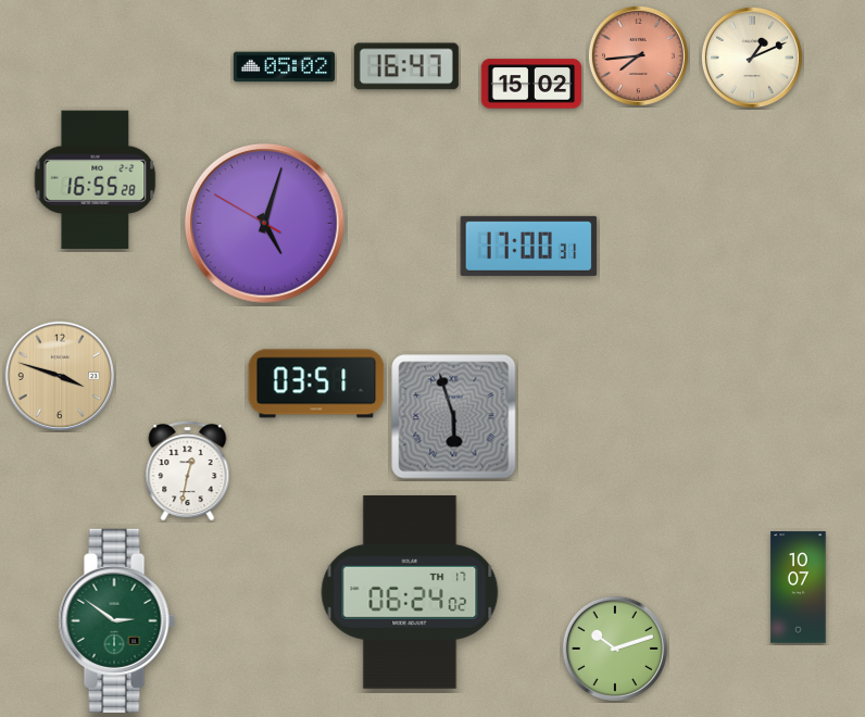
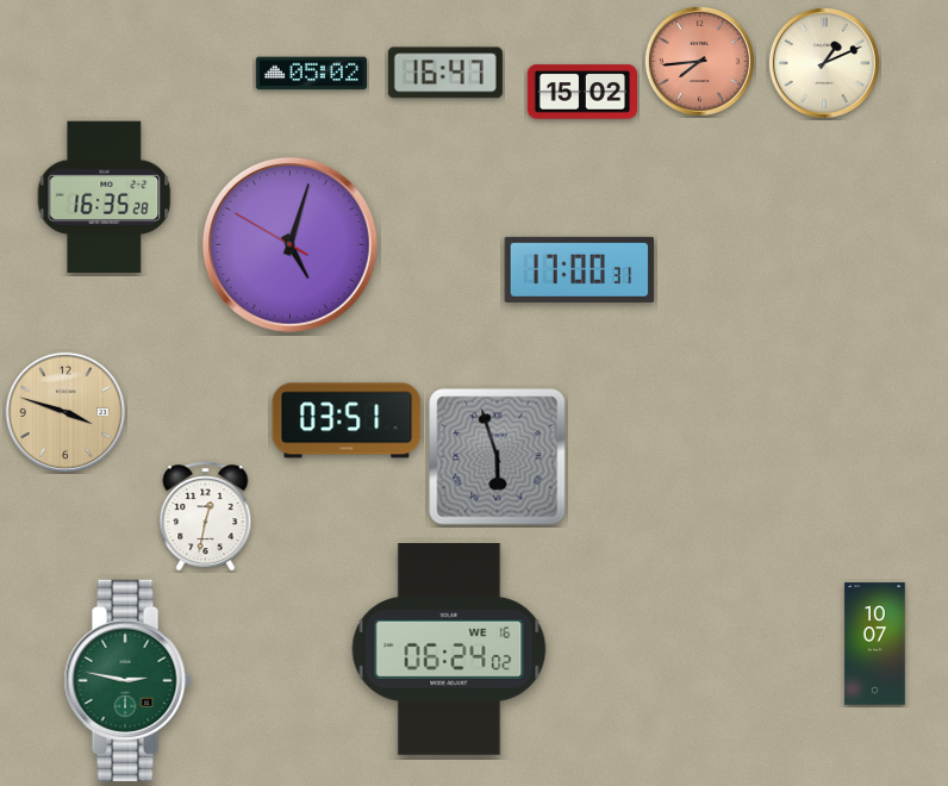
clock at (96, 180): 16:55 -> 16:35
clock at (410, 593) date: TH 17 -> WE 16
clock at (116, 620): 2:51 -> 2:47
clock at (615, 649): 10:12 -> none
